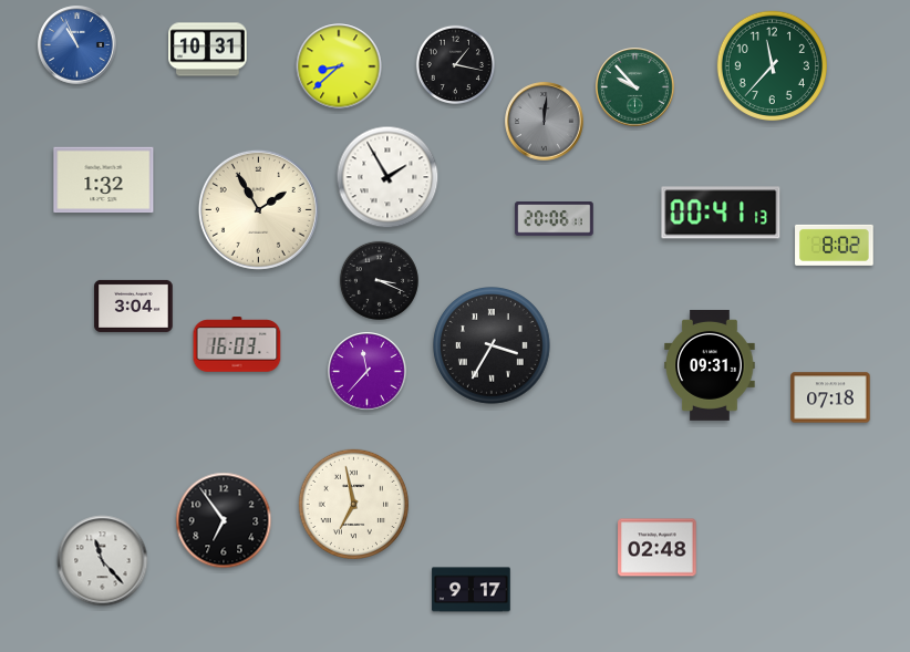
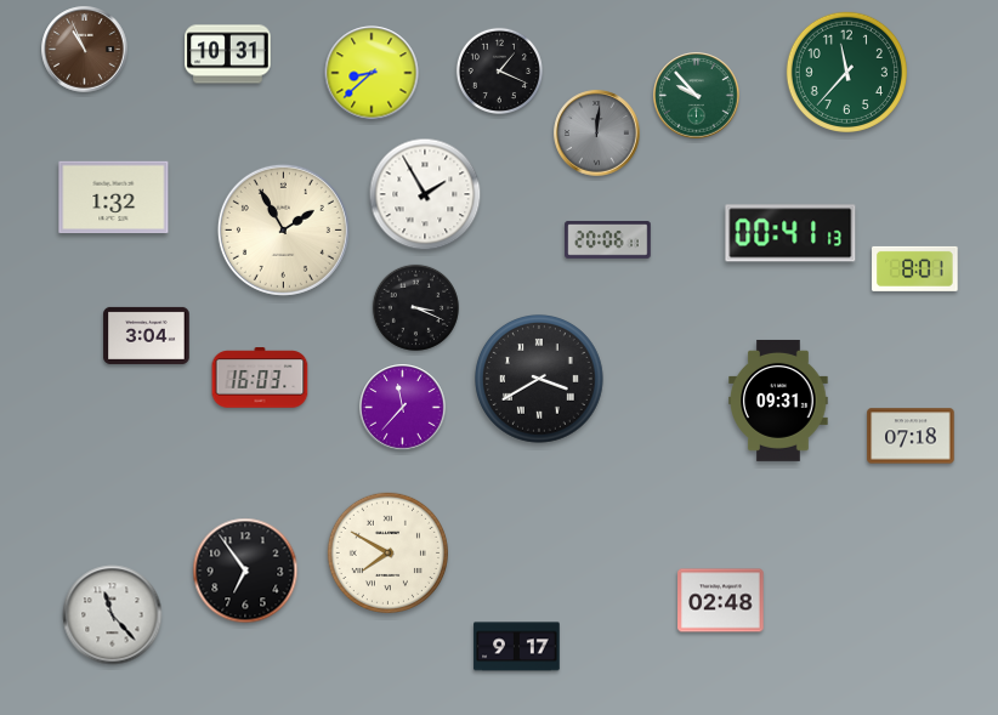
clock at (77, 45) dial: blue -> brown
clock at (455, 64): 1:17 -> 1:19
clock at (835, 245): 8:02 -> 8:01
clock at (492, 345): 3:35 -> 3:40
clock at (353, 504): 6:58 -> 7:50
